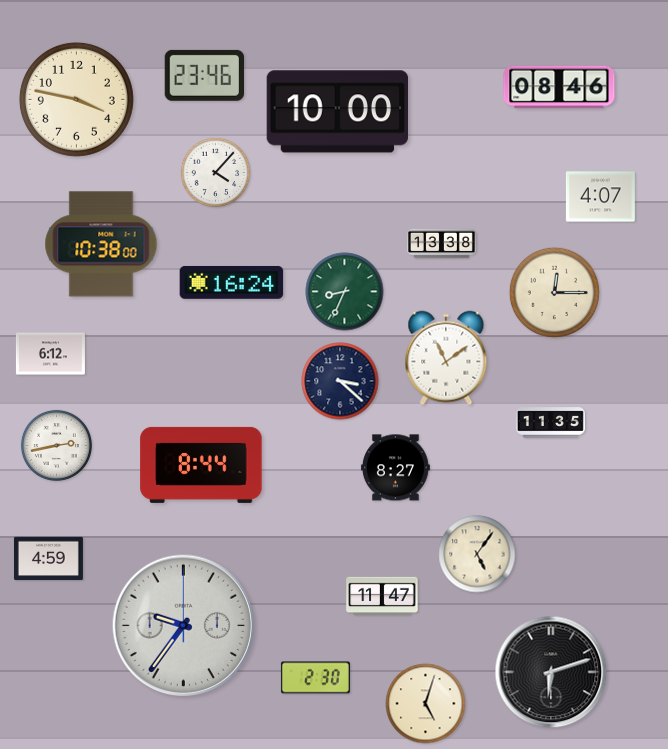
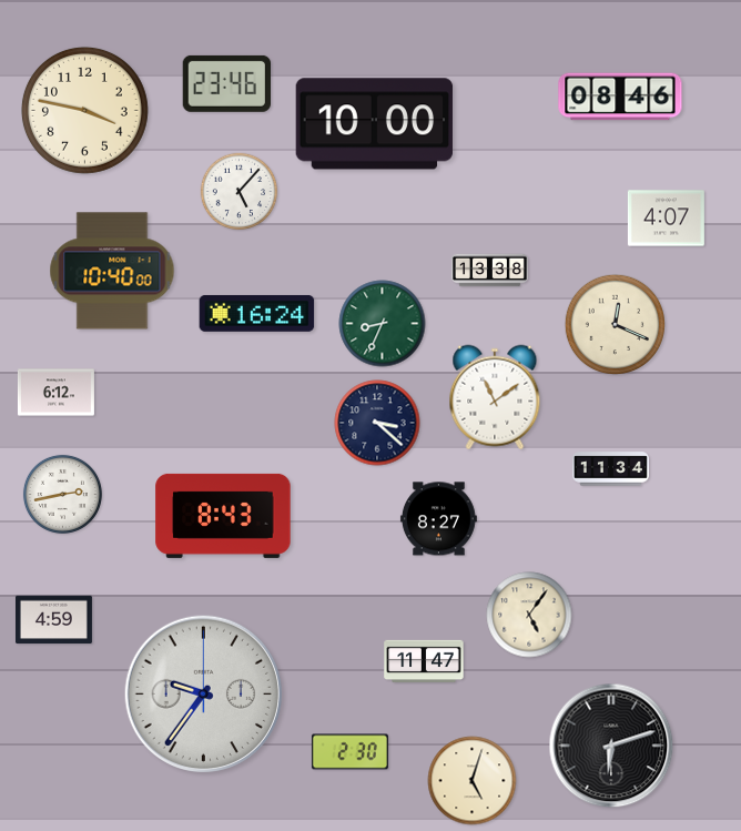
clock at (216, 173): 4:07 -> 5:07
clock at (101, 244): 10:38 -> 10:40
clock at (554, 292): 12:15 -> 12:19
clock at (550, 423): 11:35 -> 11:34
clock at (201, 465): 8:44 -> 8:43
